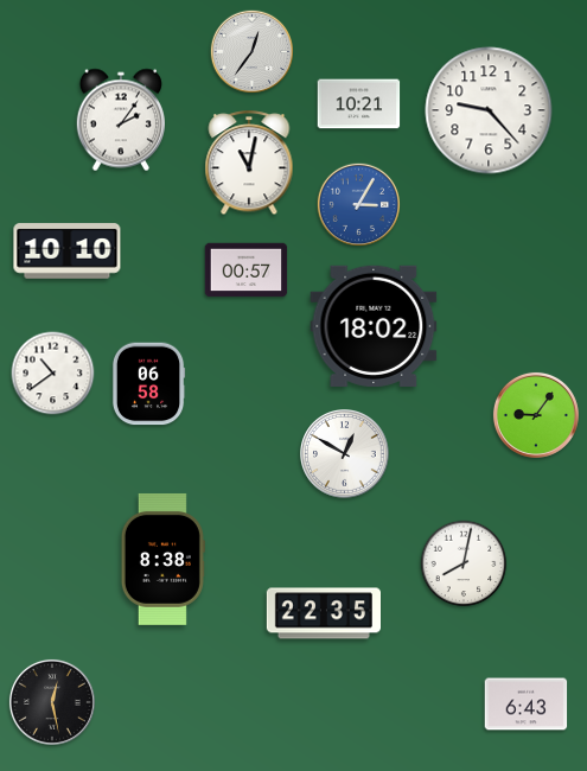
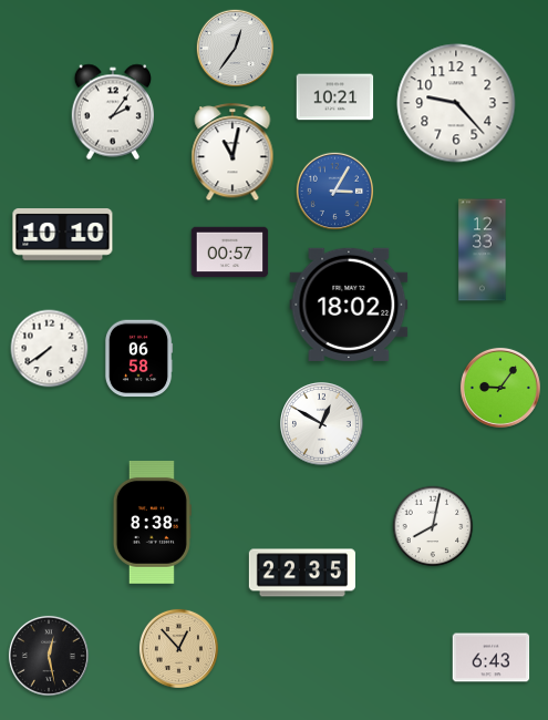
clock at (483, 250): none -> 12:33
clock at (53, 374): 10:39 -> 7:39
clock at (178, 648): none -> 12:53
